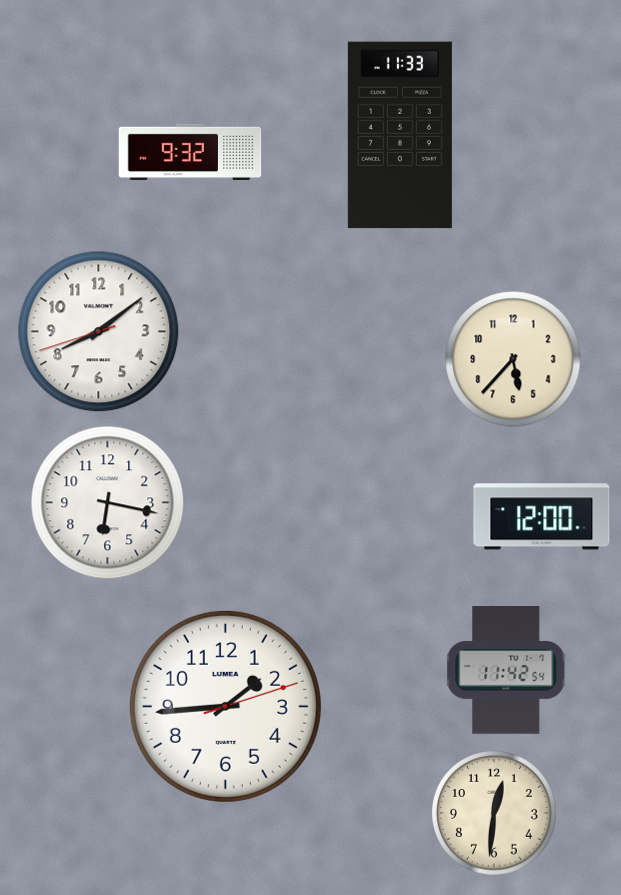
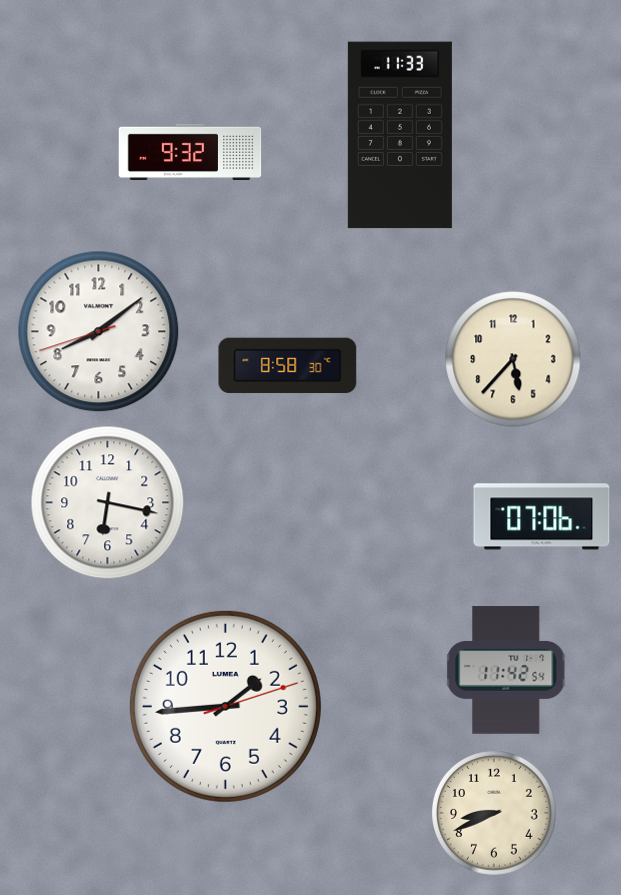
clock at (288, 366): none -> 8:58
clock at (542, 517): 12:00 -> 07:06
clock at (495, 814): 12:31 -> 8:41
